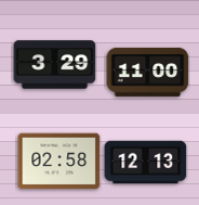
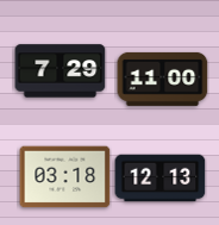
clock at (55, 65): 3:29 -> 7:29
clock at (59, 162): 02:58 -> 03:18
